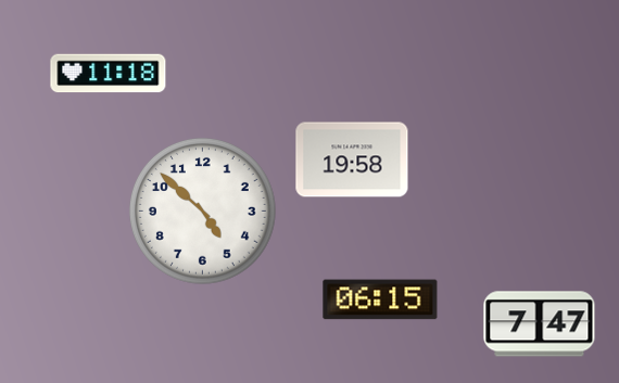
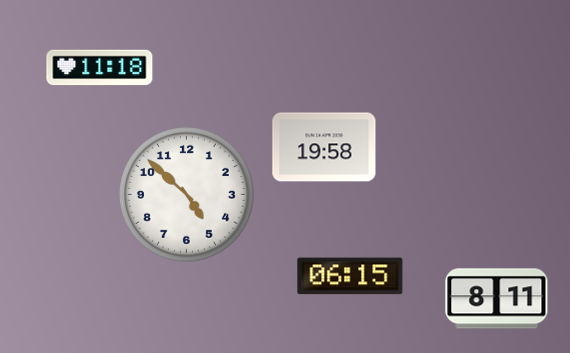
clock at (540, 324): 7:47 -> 8:11
